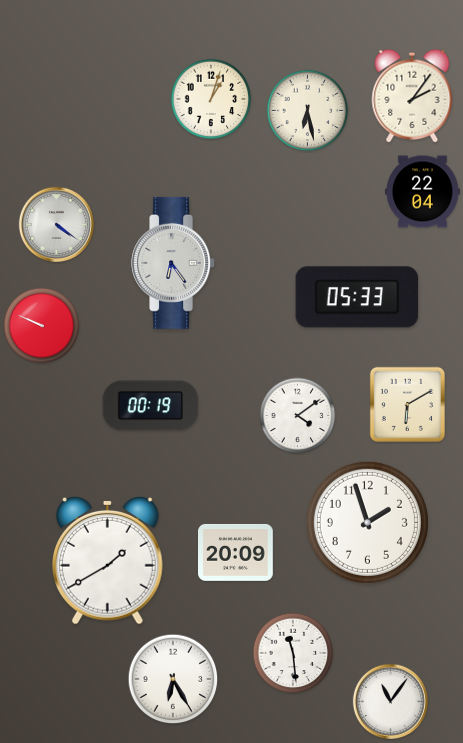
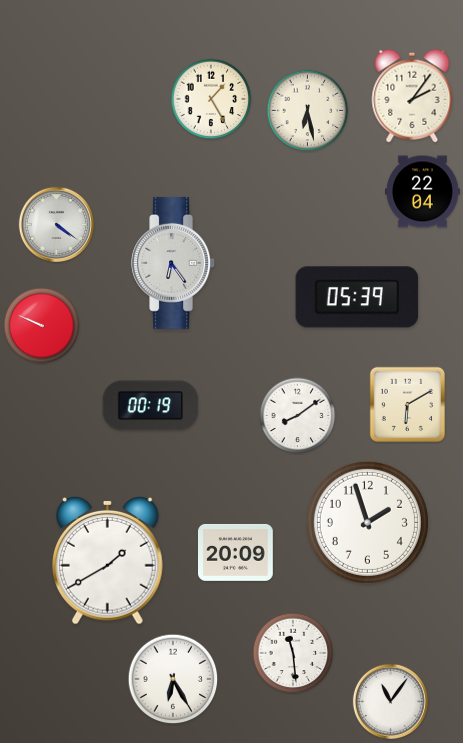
clock at (211, 99): 1:03 -> 1:25
clock at (357, 297): 05:33 -> 05:39
clock at (298, 416): 4:09 -> 8:09
